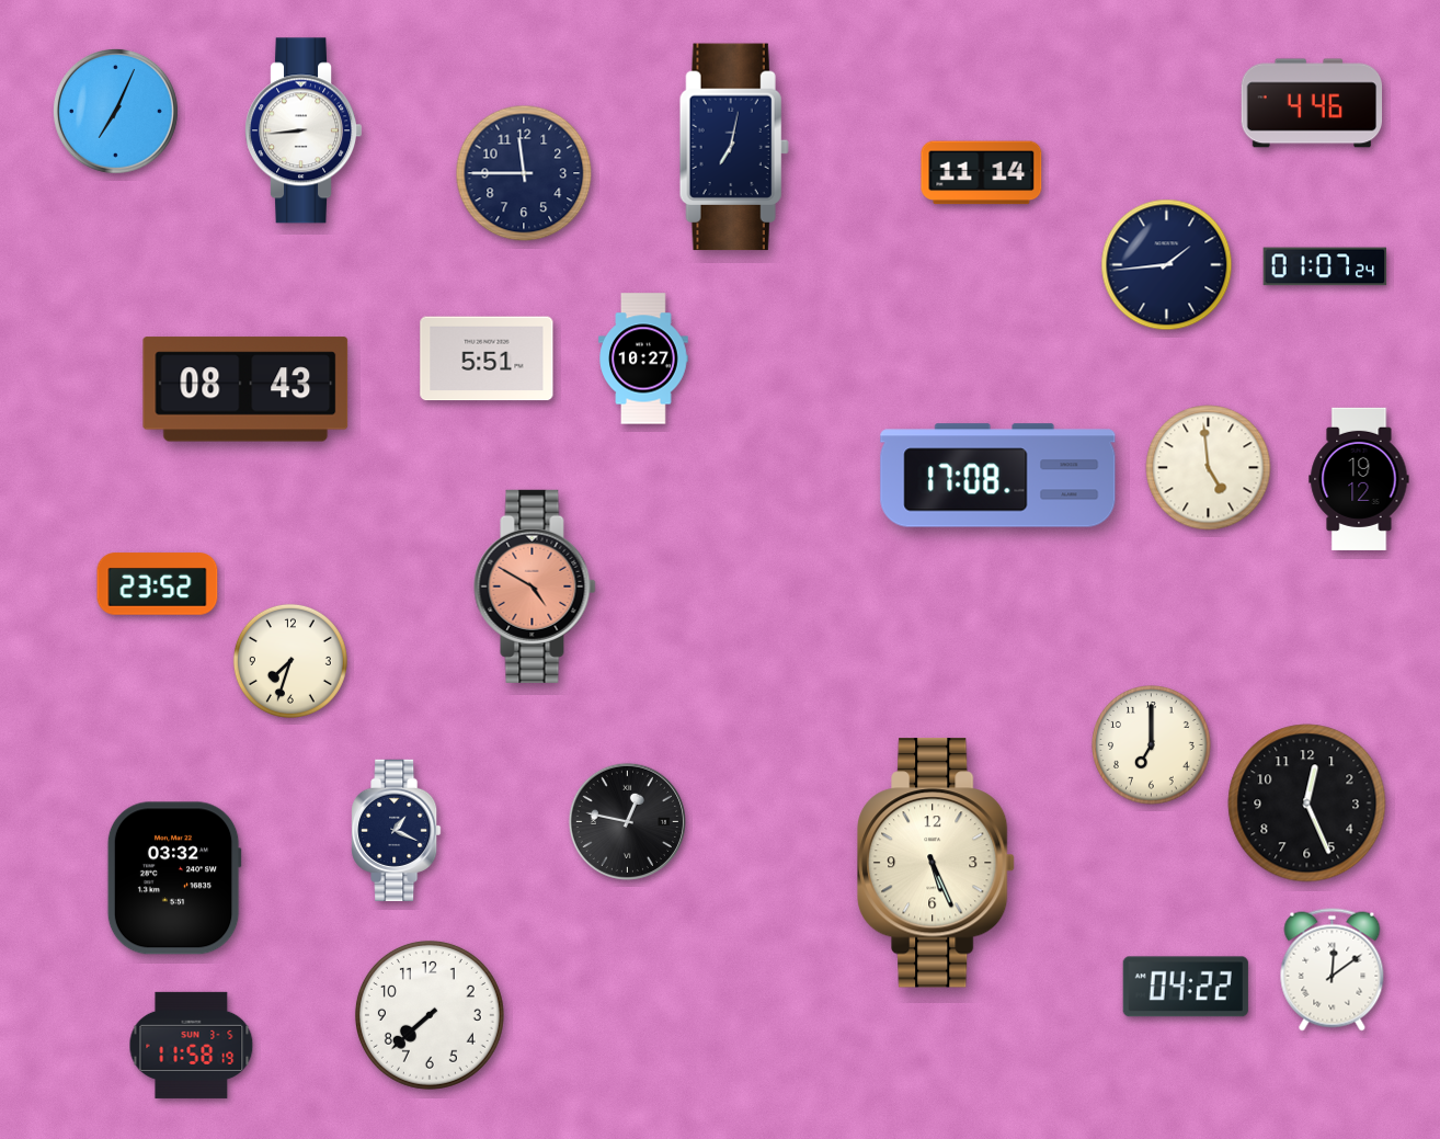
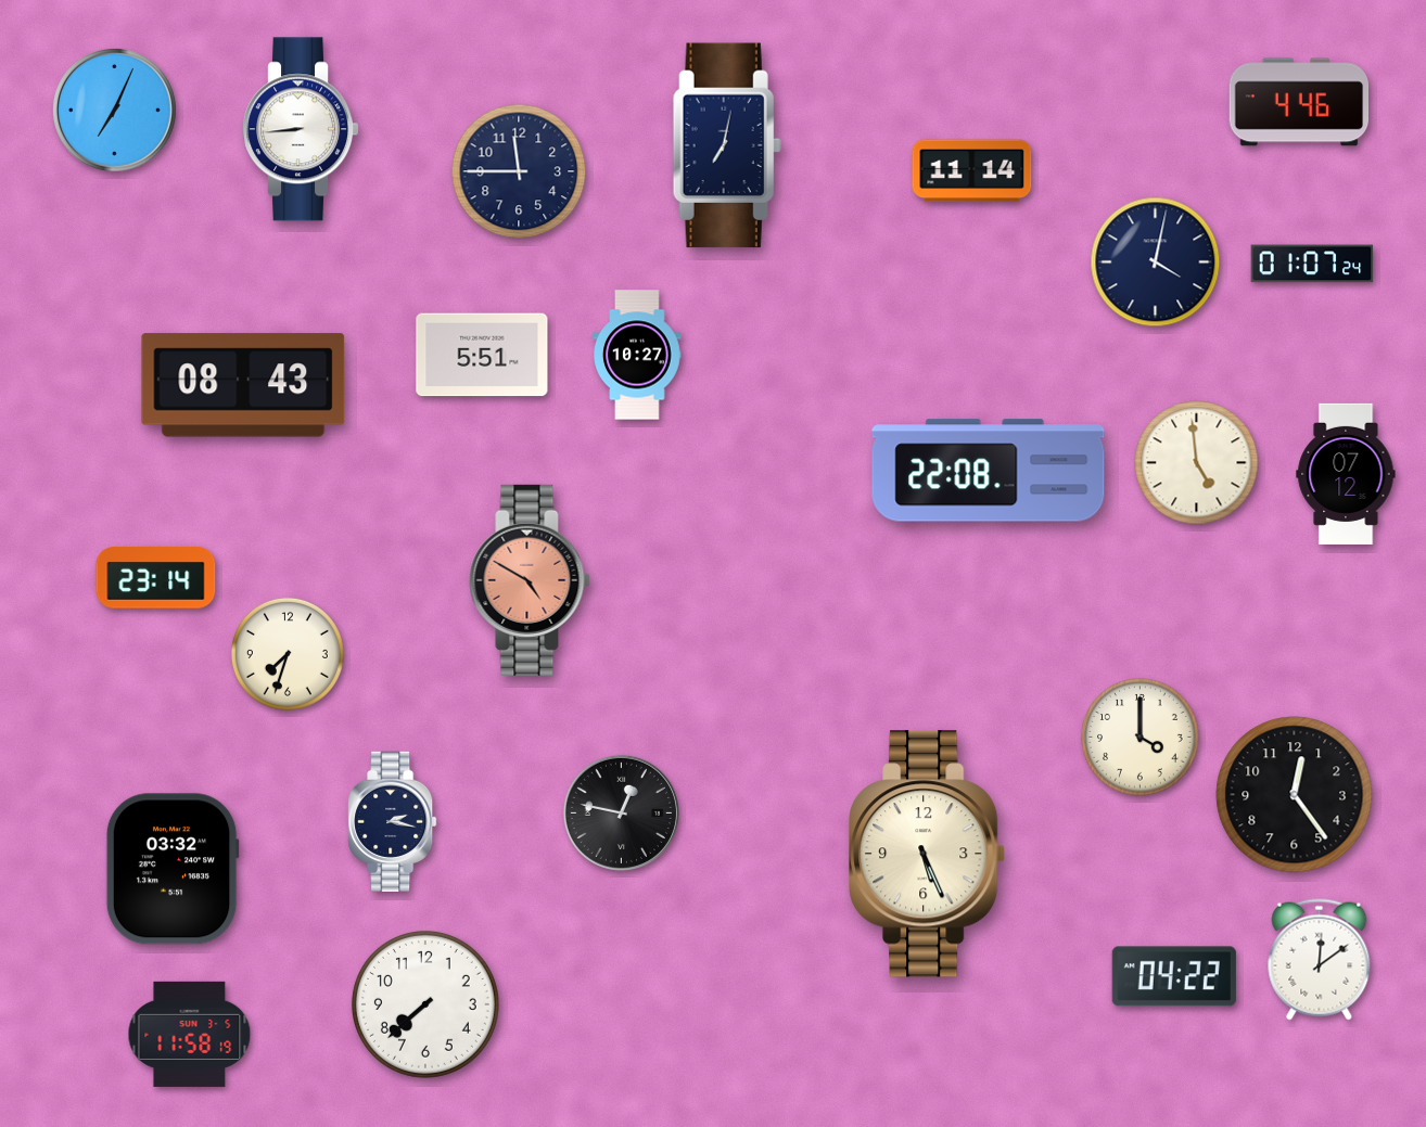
clock at (1167, 265): 1:44 -> 4:02
clock at (998, 476): 17:08 -> 22:08
clock at (1359, 479): 19:12 -> 07:12
clock at (158, 584): 23:52 -> 23:14
clock at (1152, 745): 7:00 -> 4:00
clock at (1307, 804): 12:26 -> 12:24
clock at (397, 830): 1:19 -> 2:17
